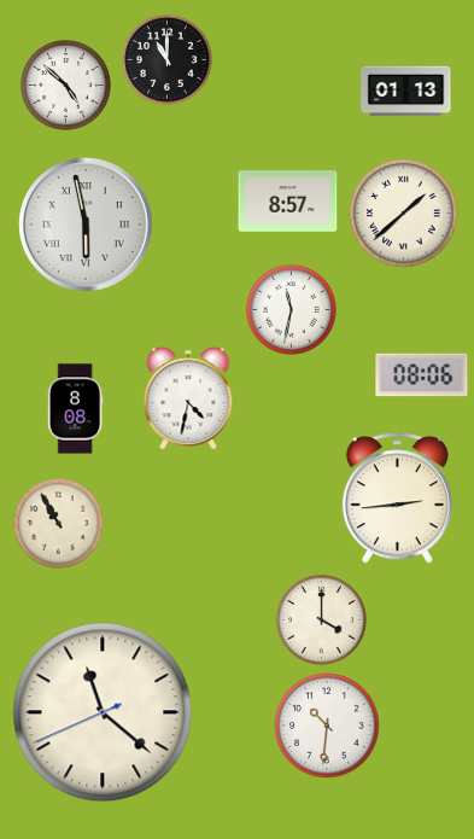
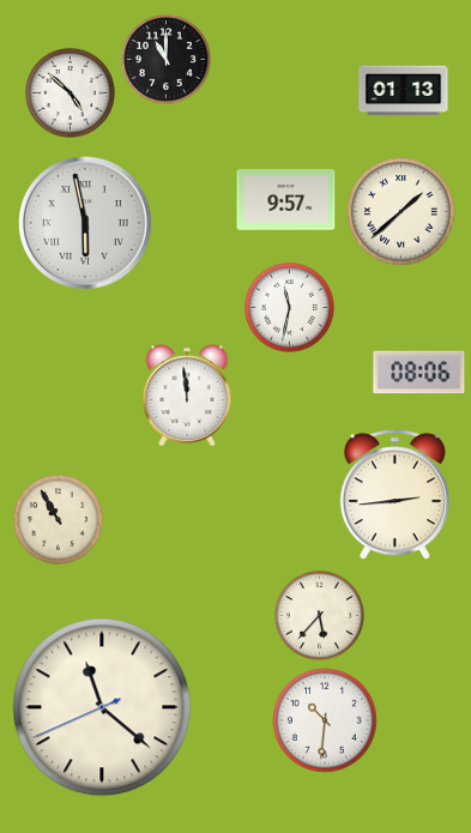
clock at (65, 85) position: (65, 85) -> (70, 92)
clock at (288, 202): 8:57 -> 9:57
clock at (188, 398): 4:32 -> 11:59
clock at (75, 409): 8:08 -> none
clock at (321, 619): 4:00 -> 5:37
